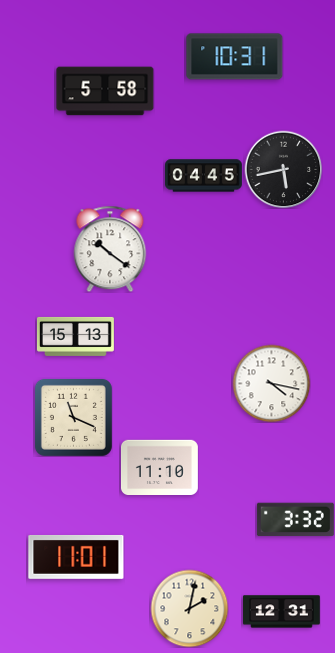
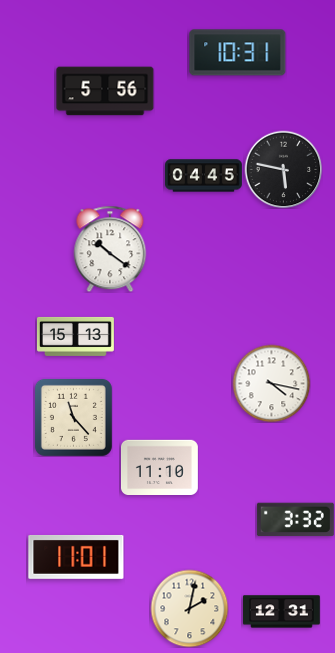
clock at (235, 57) position: (235, 57) -> (238, 53)
clock at (105, 91): 5:58 -> 5:56
clock at (283, 169): 5:43 -> 5:47
clock at (73, 417): 11:19 -> 11:23
